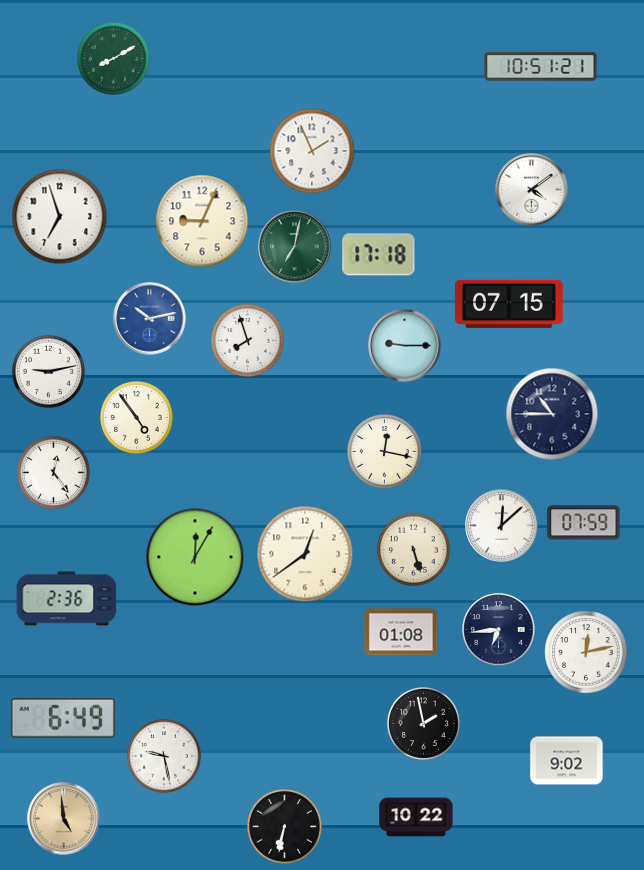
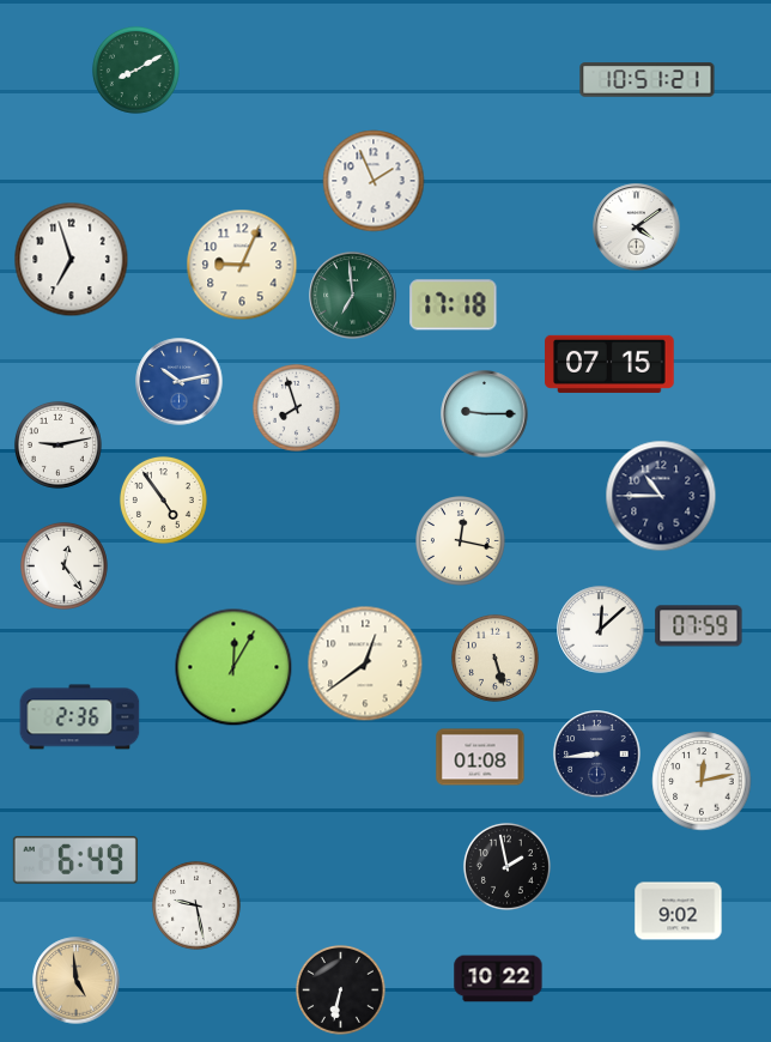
clock at (295, 247): 7:02 -> 6:59
clock at (499, 630): 6:44 -> 8:44
